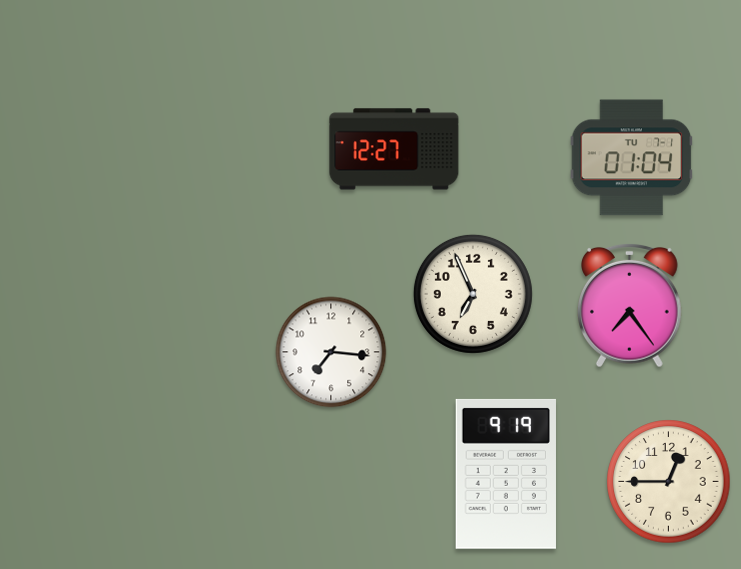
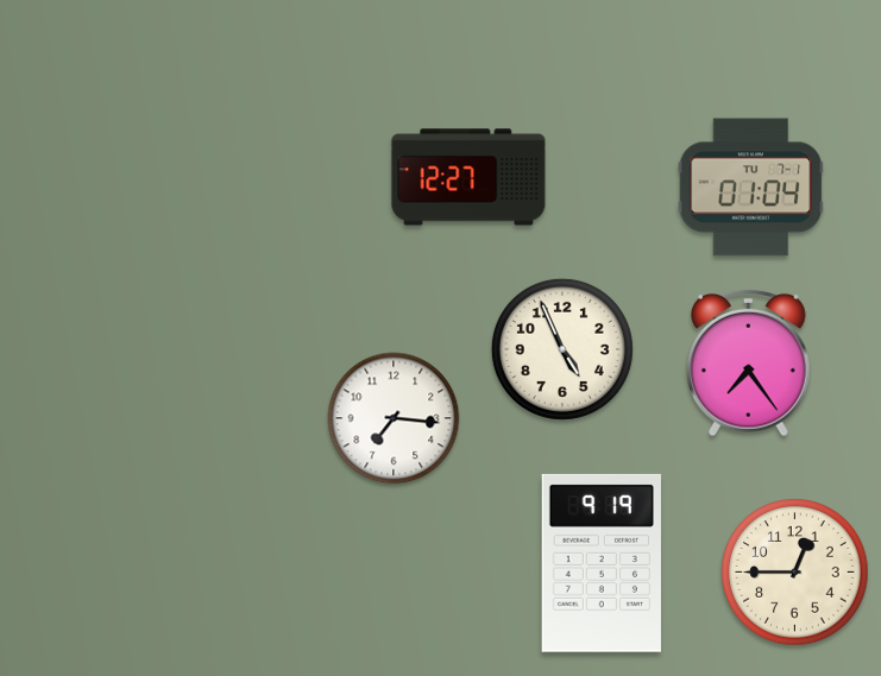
clock at (473, 294): 6:56 -> 4:56
